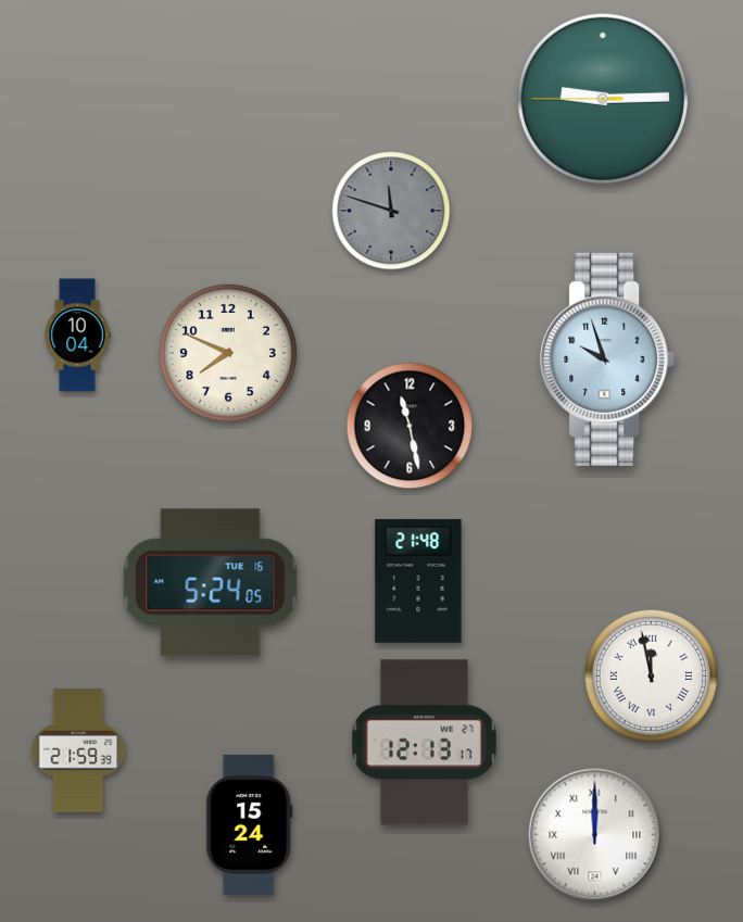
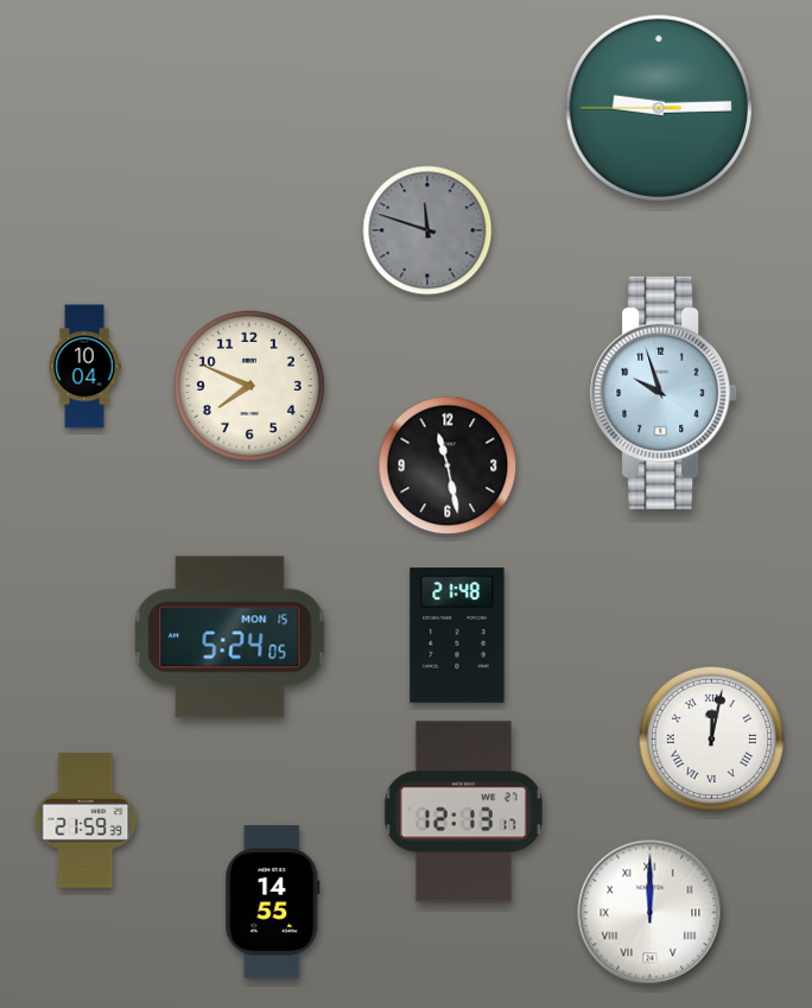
clock at (211, 583) date: TUE 16 -> MON 15
clock at (651, 675): 11:58 -> 12:02
clock at (250, 824): 15:24 -> 14:55
